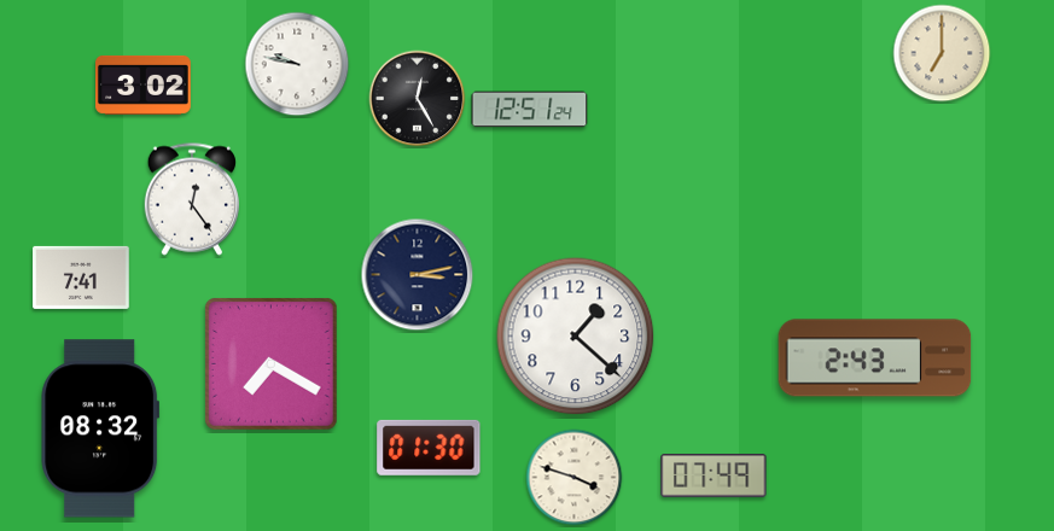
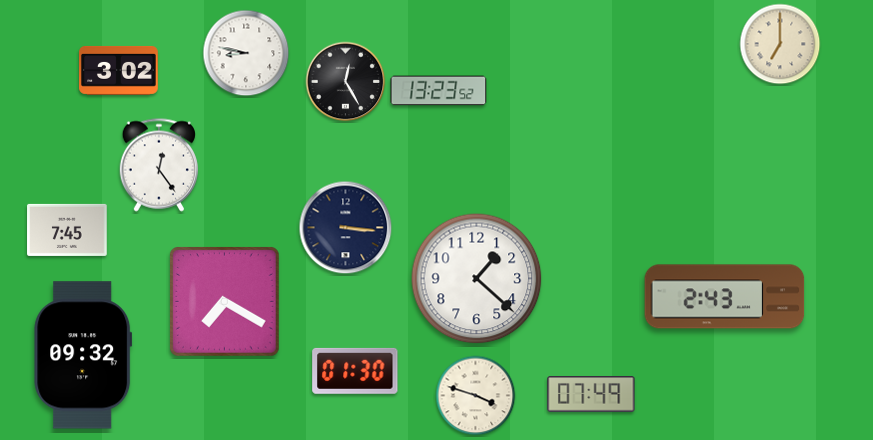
clock at (297, 64): 9:47 -> 8:47
clock at (530, 110): 12:51 -> 13:23
clock at (418, 275): 3:13 -> 3:16
clock at (81, 278): 7:41 -> 7:45
clock at (100, 428): 08:32 -> 09:32
